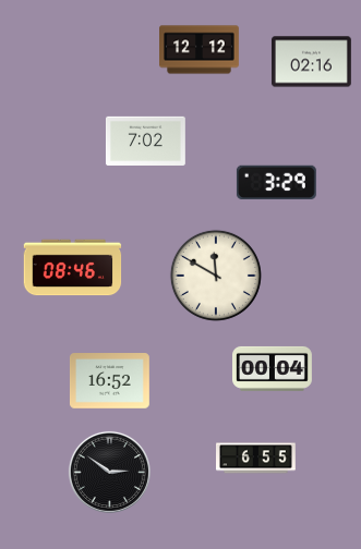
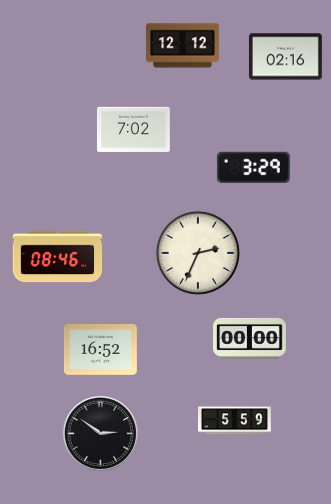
clock at (73, 268) position: (73, 268) -> (58, 257)
clock at (216, 276): 11:50 -> 2:34
clock at (273, 368): 00:04 -> 00:00
clock at (256, 459): 6:55 -> 5:59
